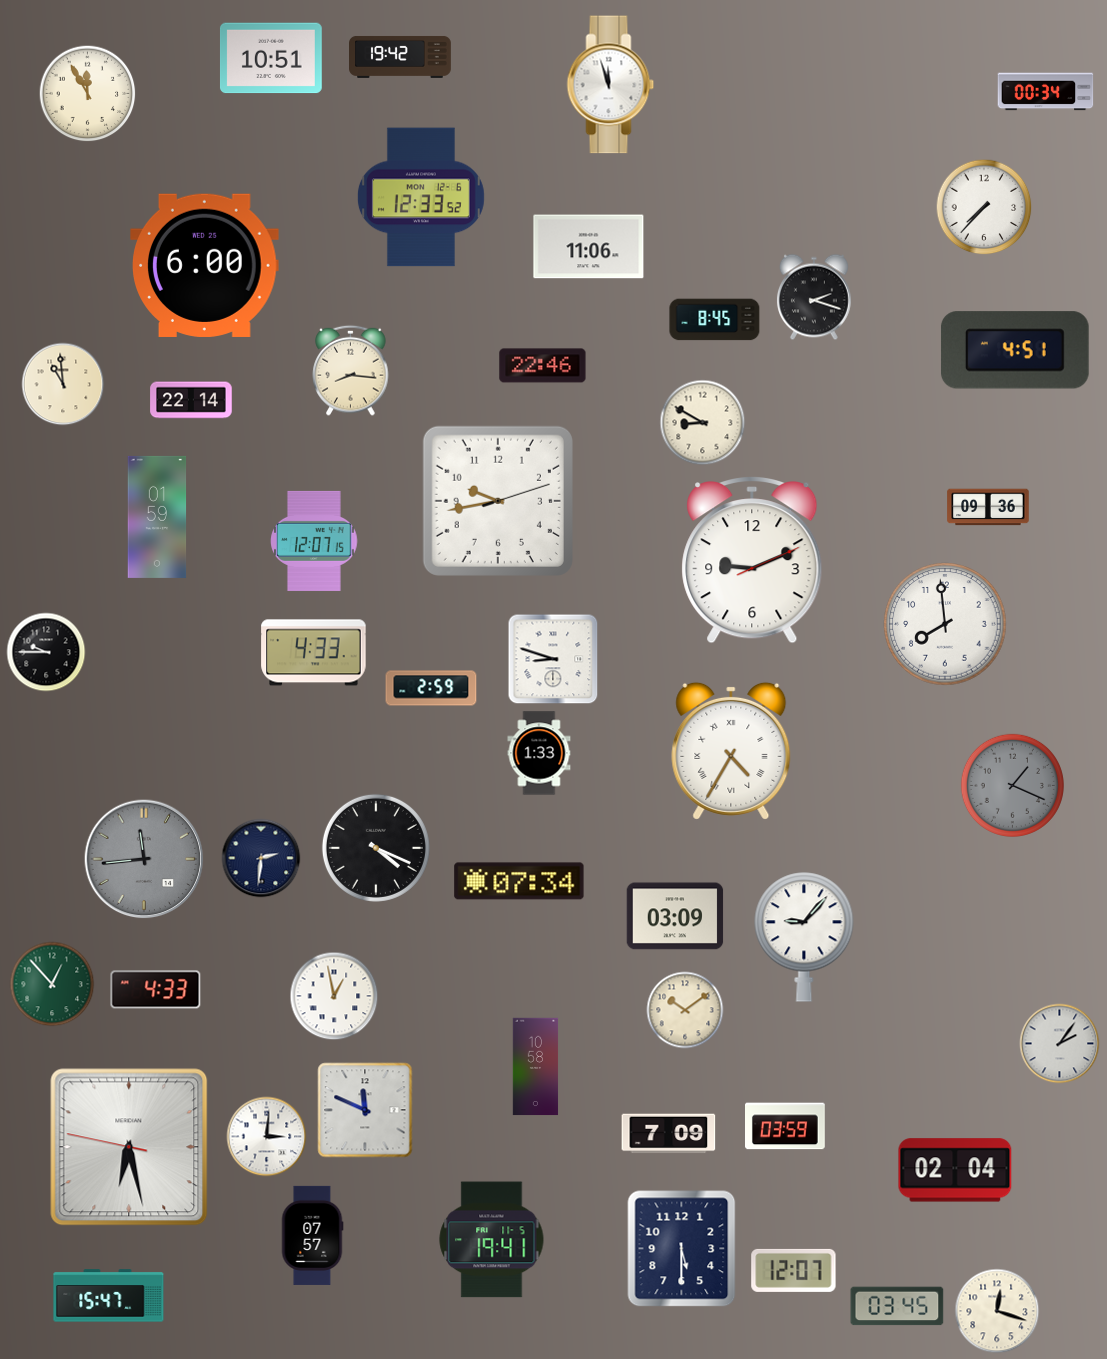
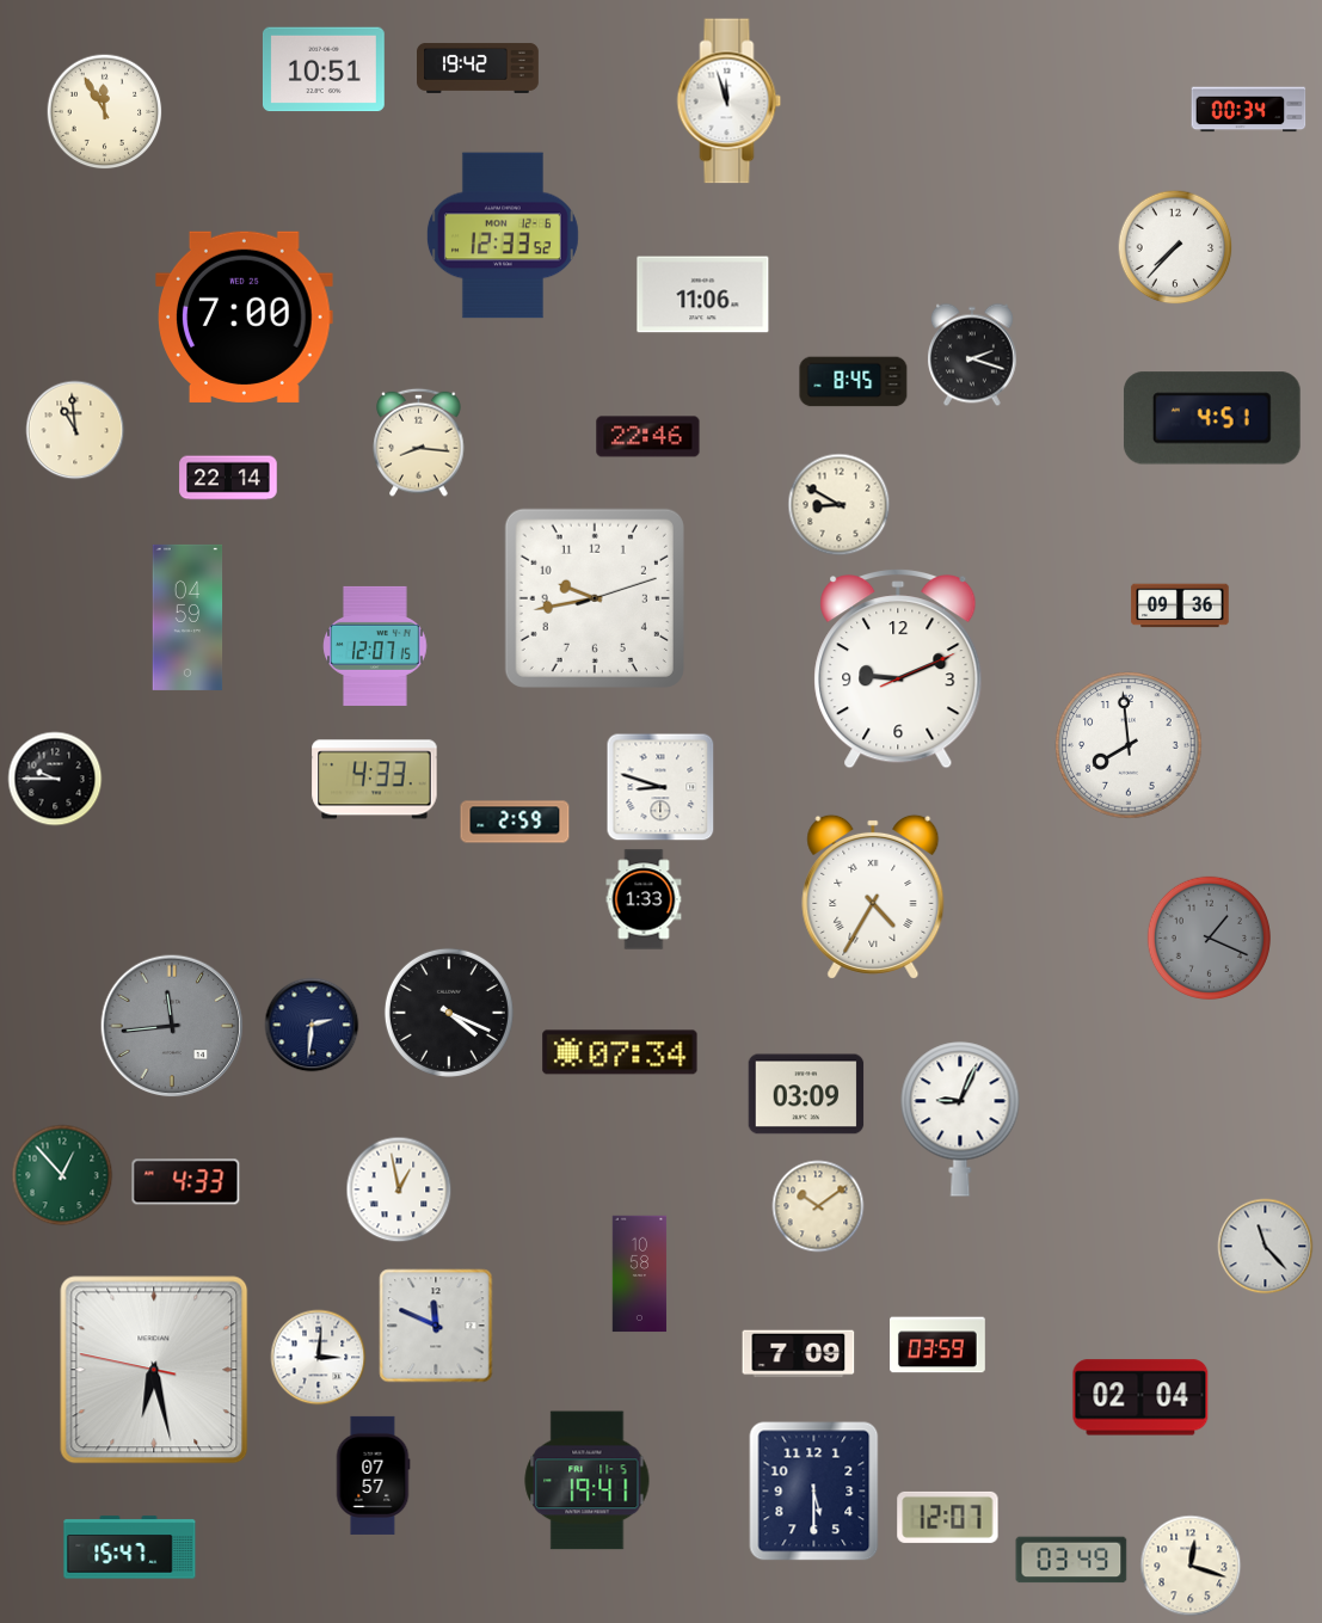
clock at (205, 265): 6:00 -> 7:00
clock at (63, 384) position: (63, 384) -> (75, 430)
clock at (157, 517): 01:59 -> 04:59
clock at (804, 937): 9:07 -> 9:04
clock at (1060, 1044): 2:06 -> 11:23
clock at (897, 1306): 03:45 -> 03:49
